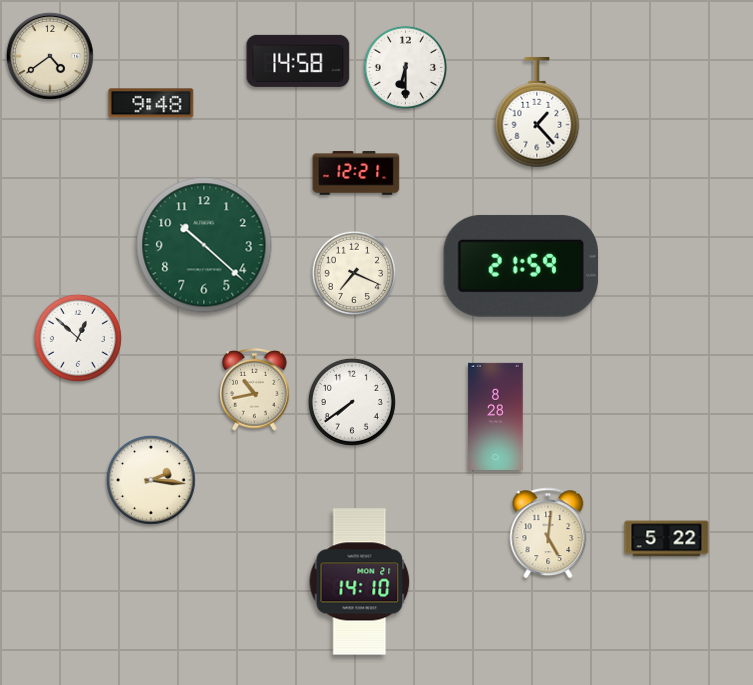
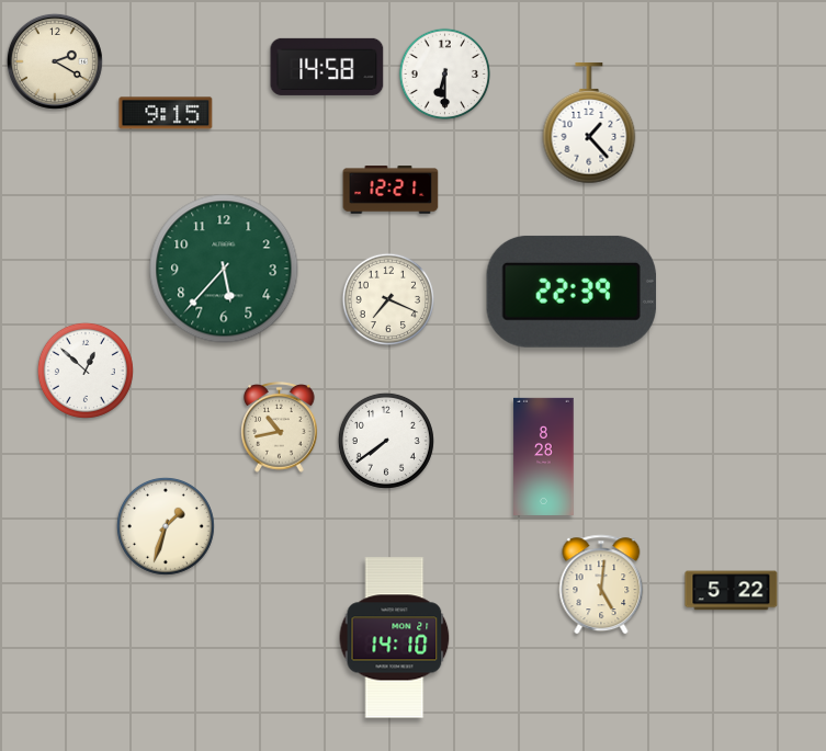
clock at (50, 56): 4:39 -> 2:20
clock at (151, 103): 9:48 -> 9:15
clock at (204, 245): 10:22 -> 5:37
clock at (521, 266): 21:59 -> 22:39
clock at (151, 480): 2:16 -> 1:33
